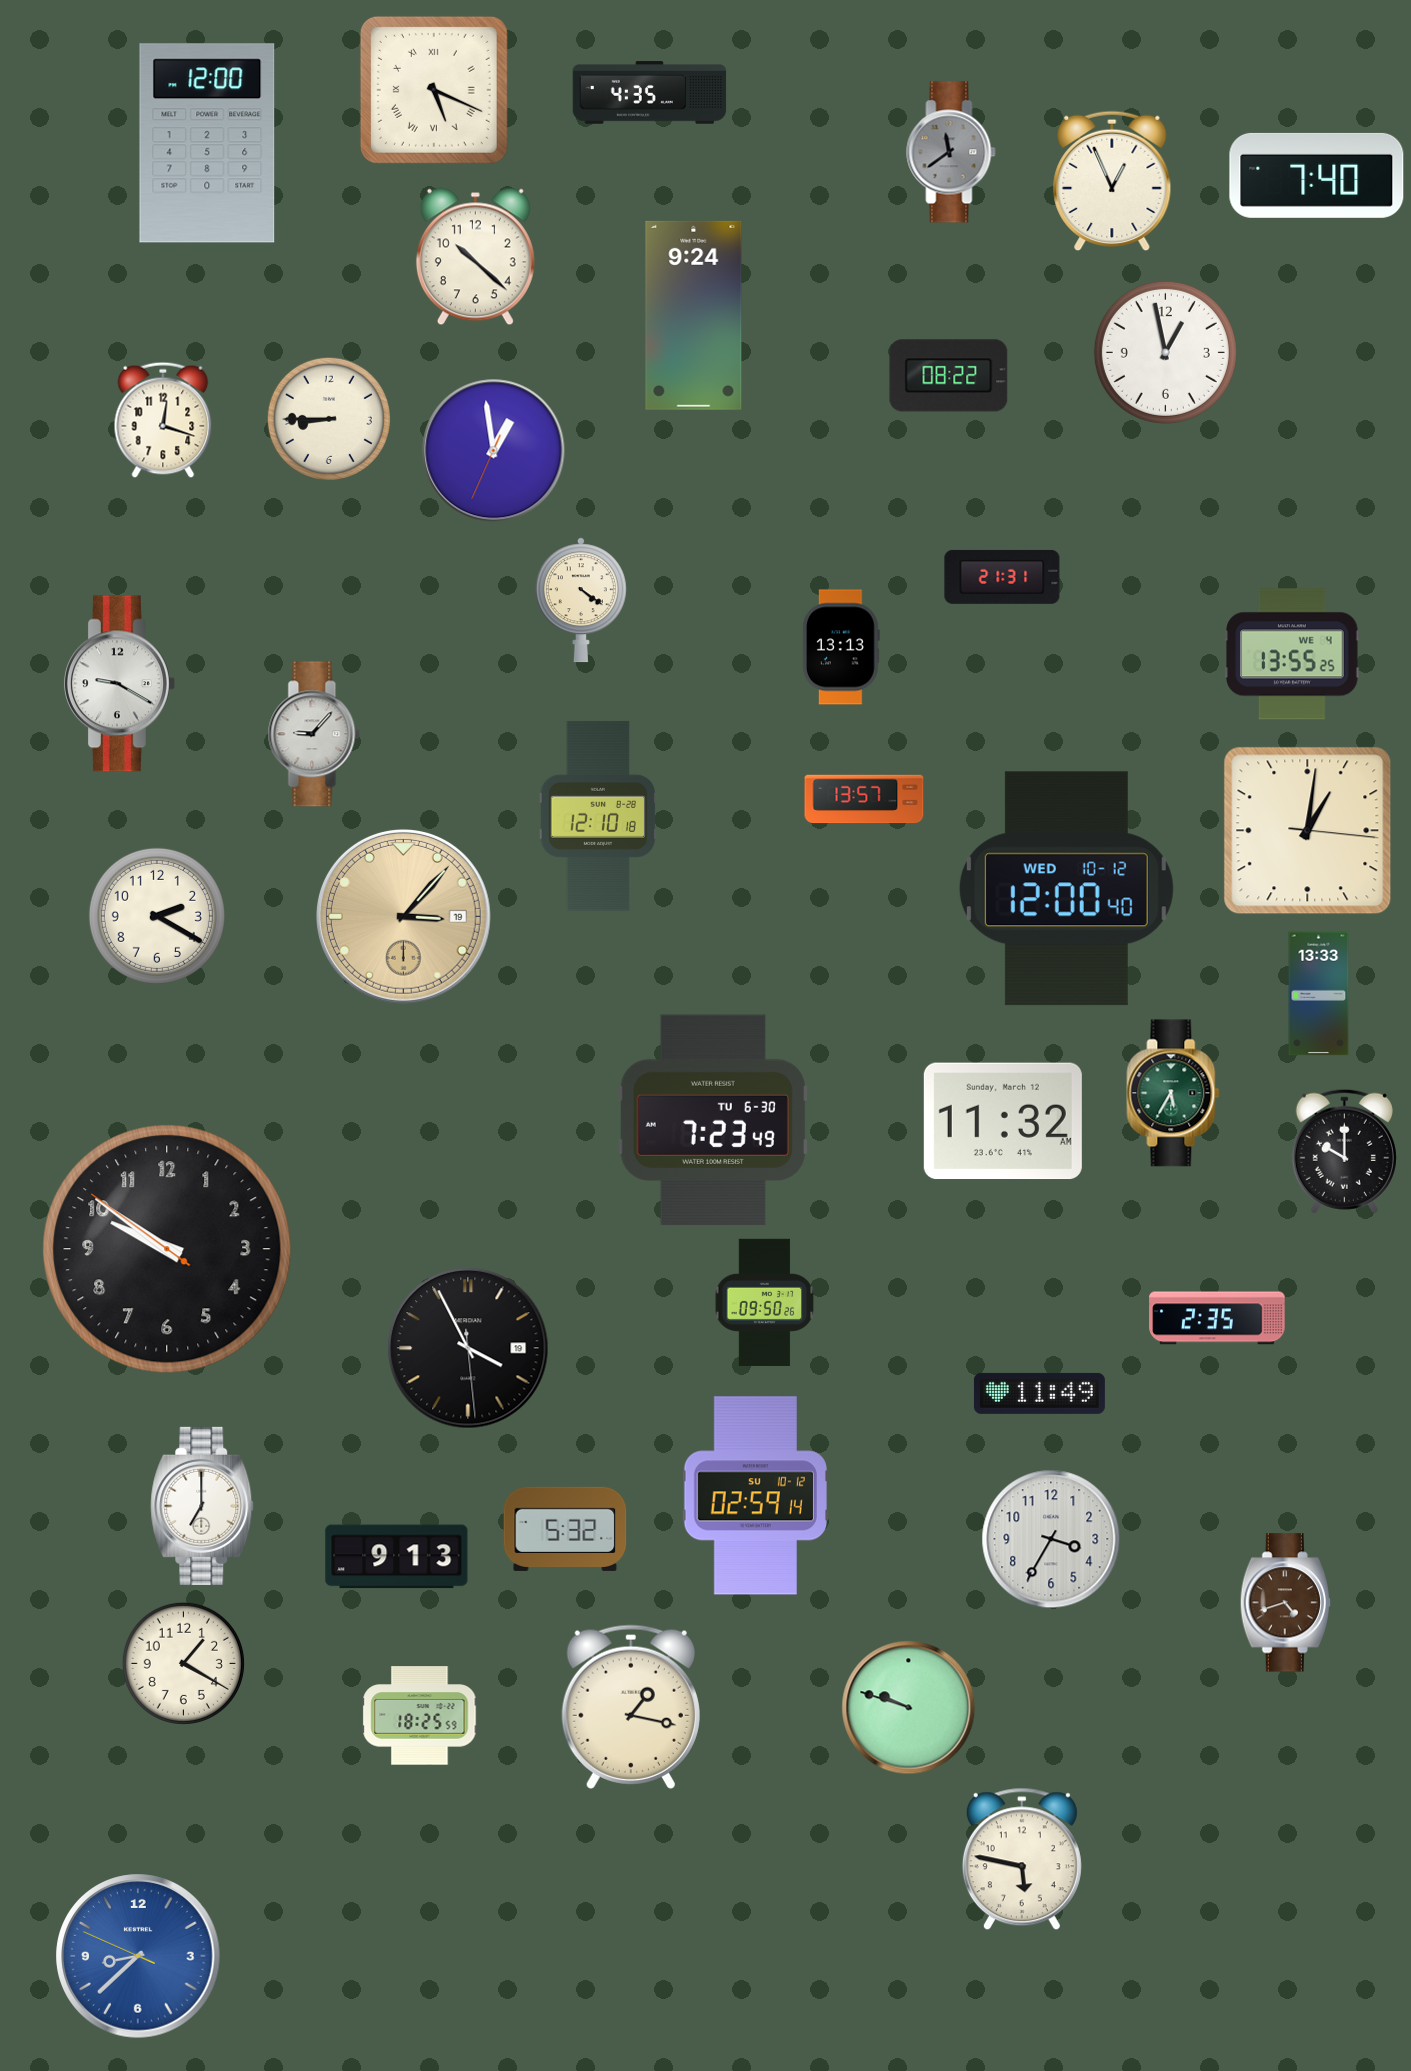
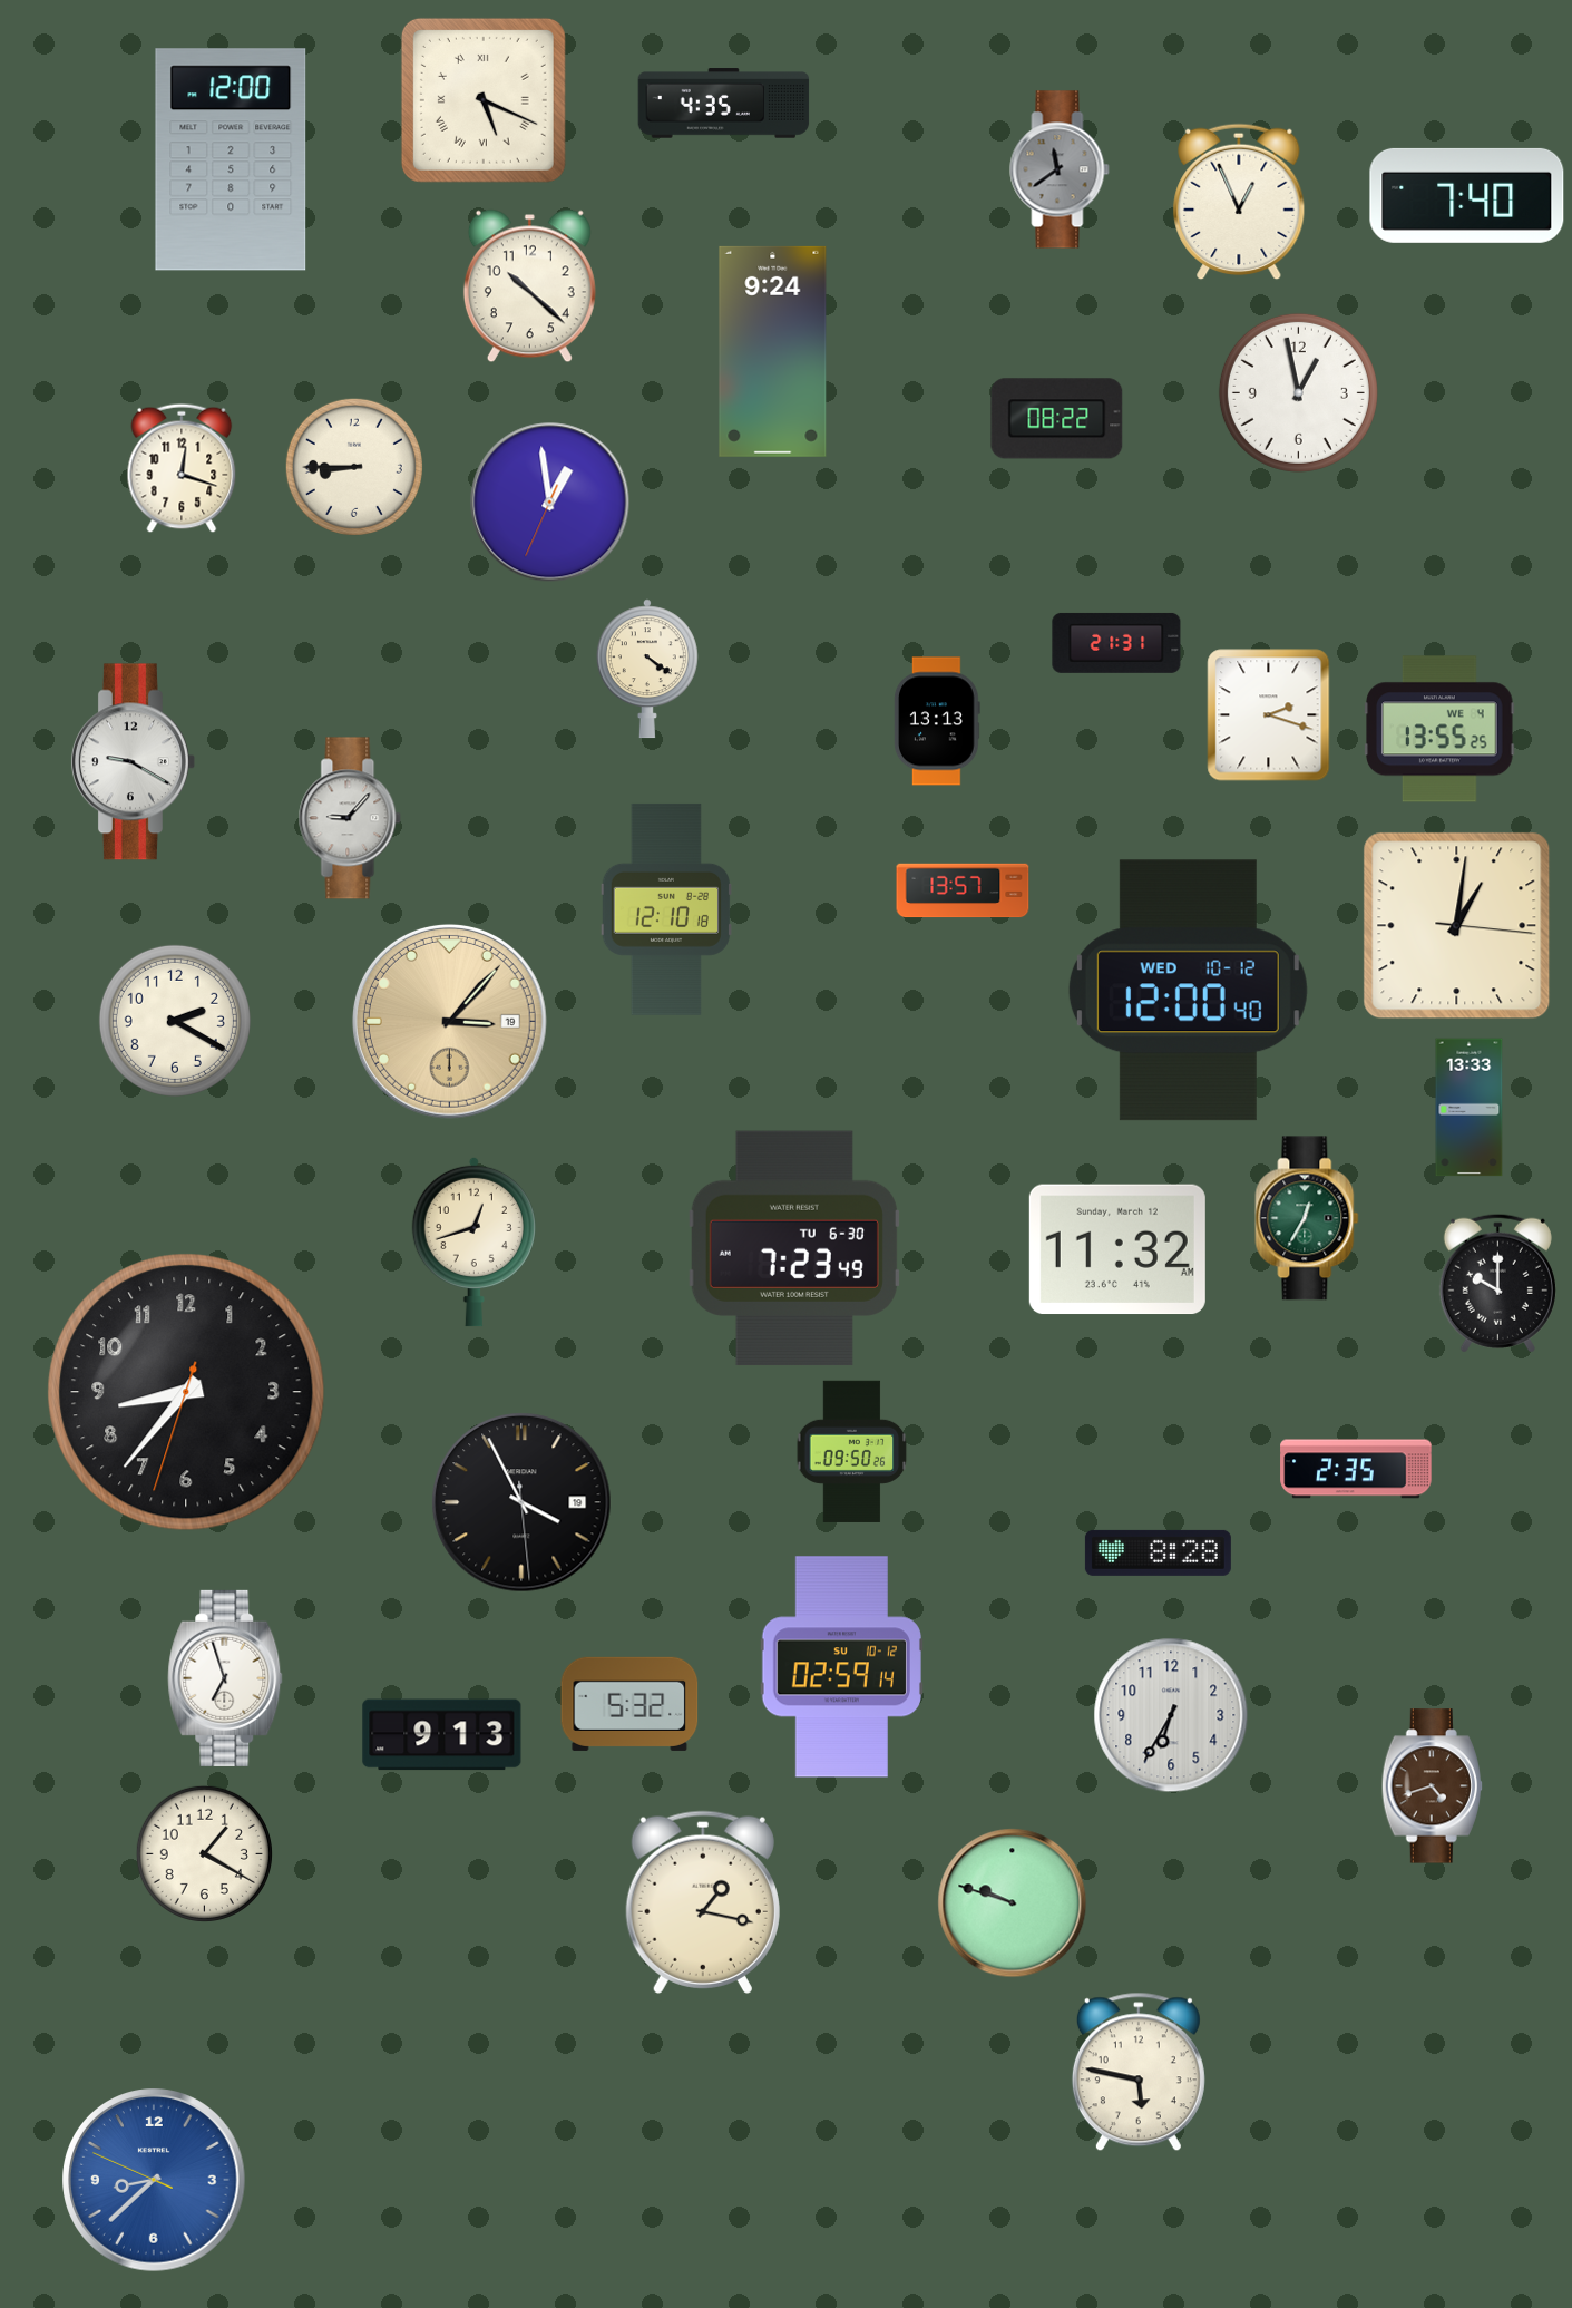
clock at (329, 419) position: (329, 419) -> (354, 467)
clock at (1269, 715): none -> 2:18
clock at (1173, 1093): 5:35 -> 12:35
clock at (473, 1241): none -> 12:42
clock at (167, 1249): 9:50 -> 8:36
clock at (1039, 1393): 11:49 -> 8:28
clock at (202, 1506): 7:00 -> 6:57
clock at (1051, 1539): 3:35 -> 6:35
clock at (420, 1716): 18:25 -> none
